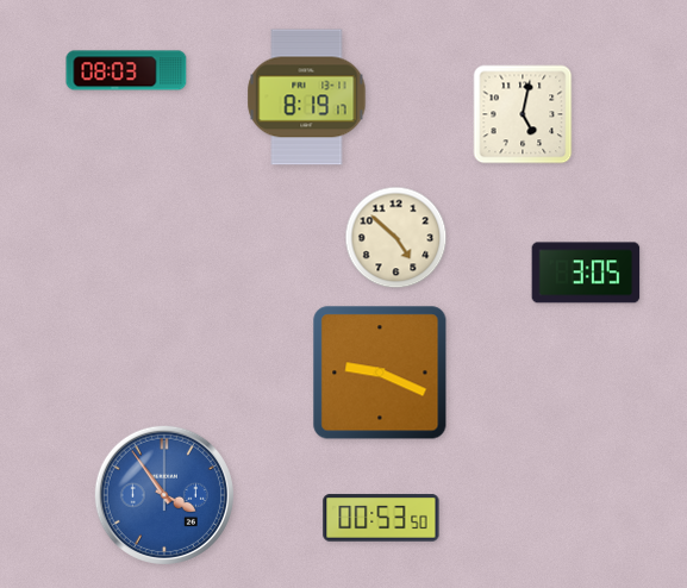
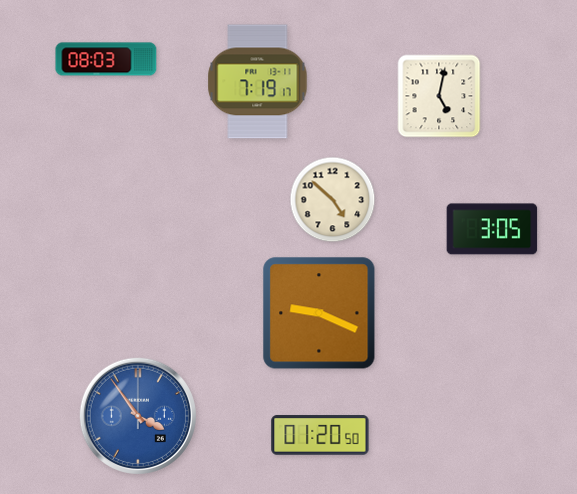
clock at (307, 98): 8:19 -> 7:19
clock at (381, 518): 00:53 -> 01:20
